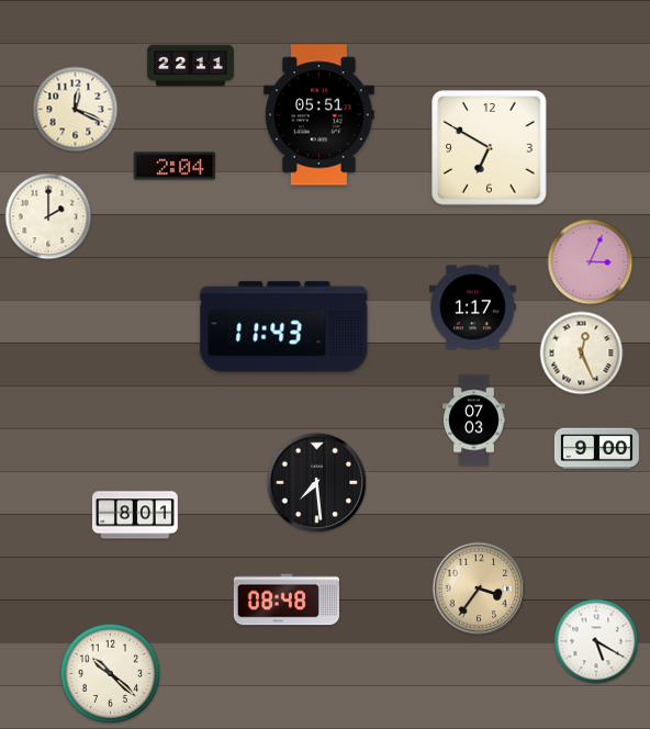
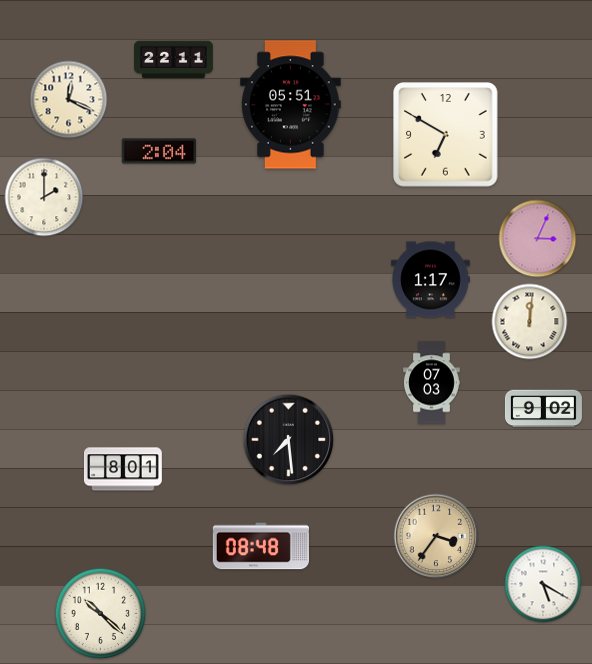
clock at (284, 327): 11:43 -> none
clock at (582, 354): 12:26 -> 12:01
clock at (596, 449): 9:00 -> 9:02
